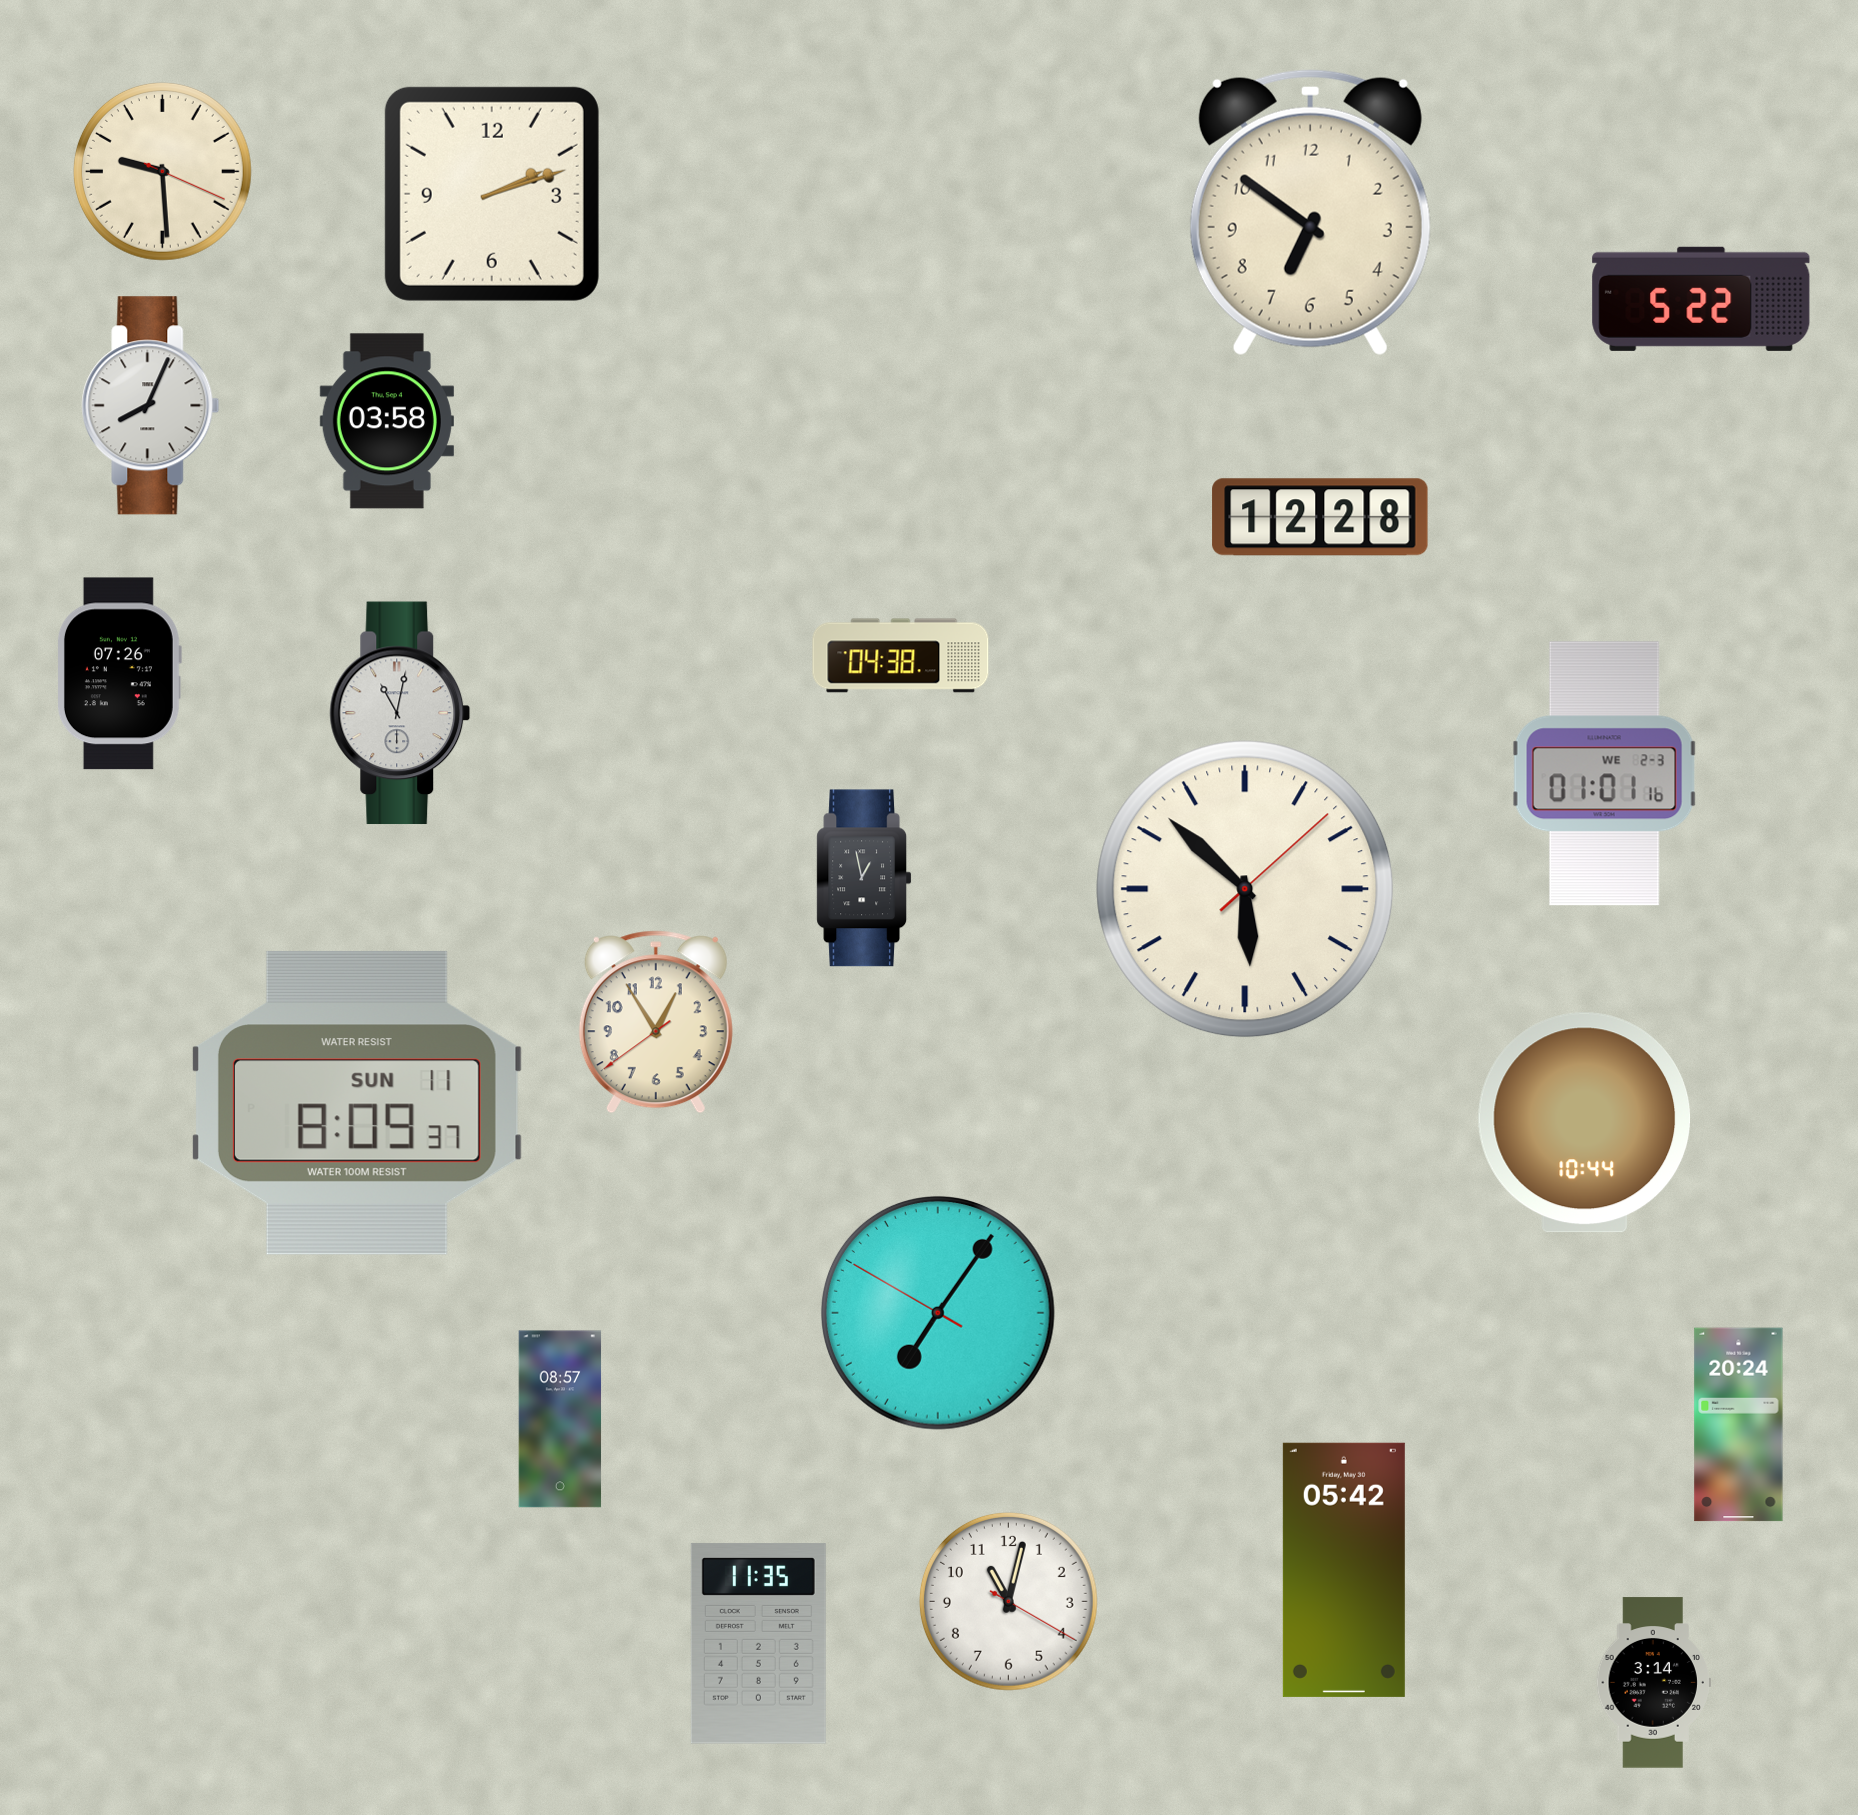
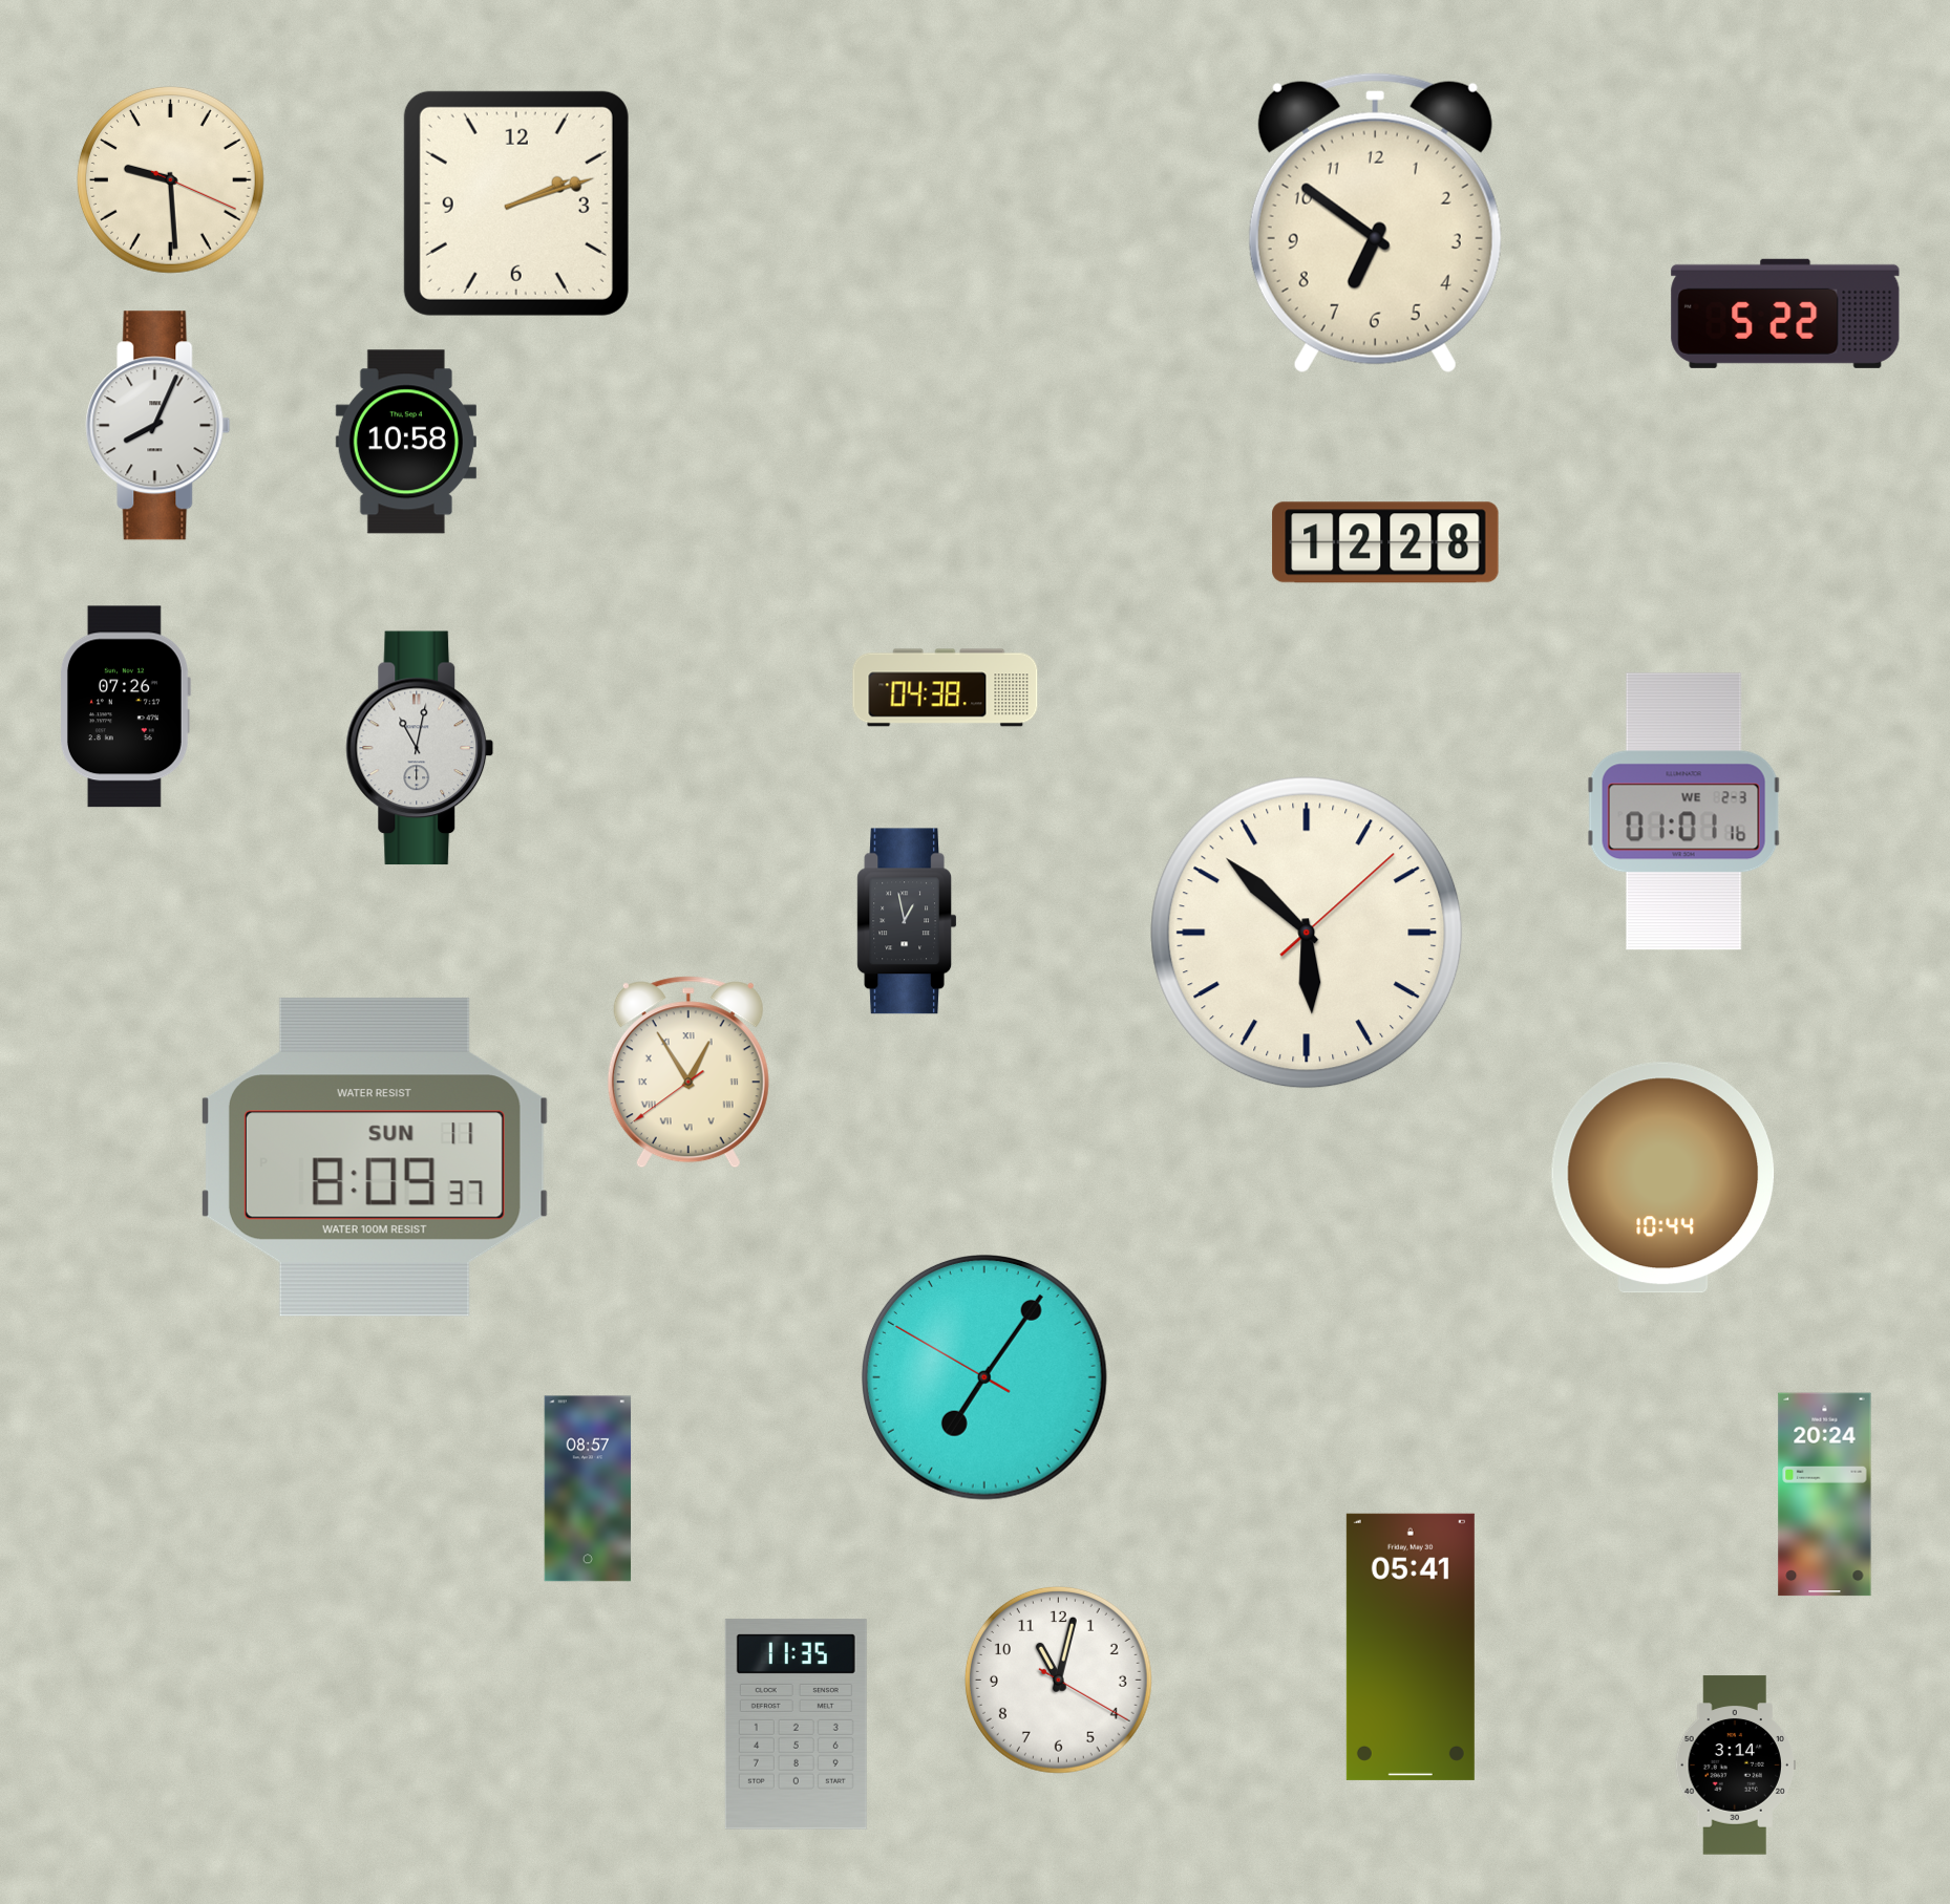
clock at (387, 421): 03:58 -> 10:58
clock at (656, 1022) numerals: Arabic -> Roman
clock at (1344, 1570): 05:42 -> 05:41
